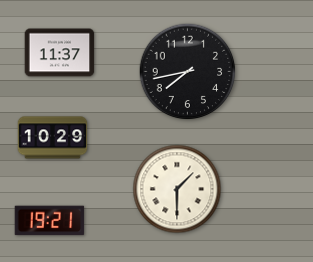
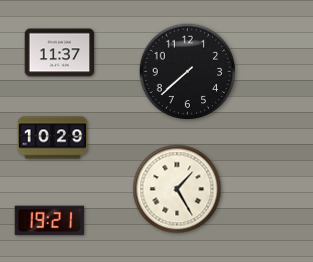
clock at (188, 72): 7:43 -> 7:38
clock at (177, 189): 1:30 -> 1:25
